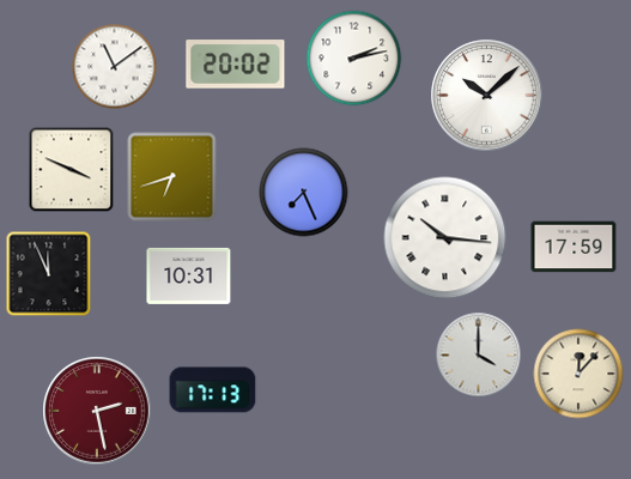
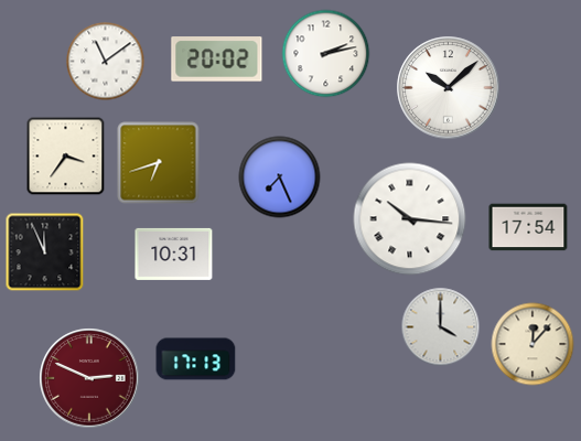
clock at (72, 170): 3:49 -> 3:36
clock at (574, 247): 17:59 -> 17:54
clock at (97, 411): 2:28 -> 2:49
